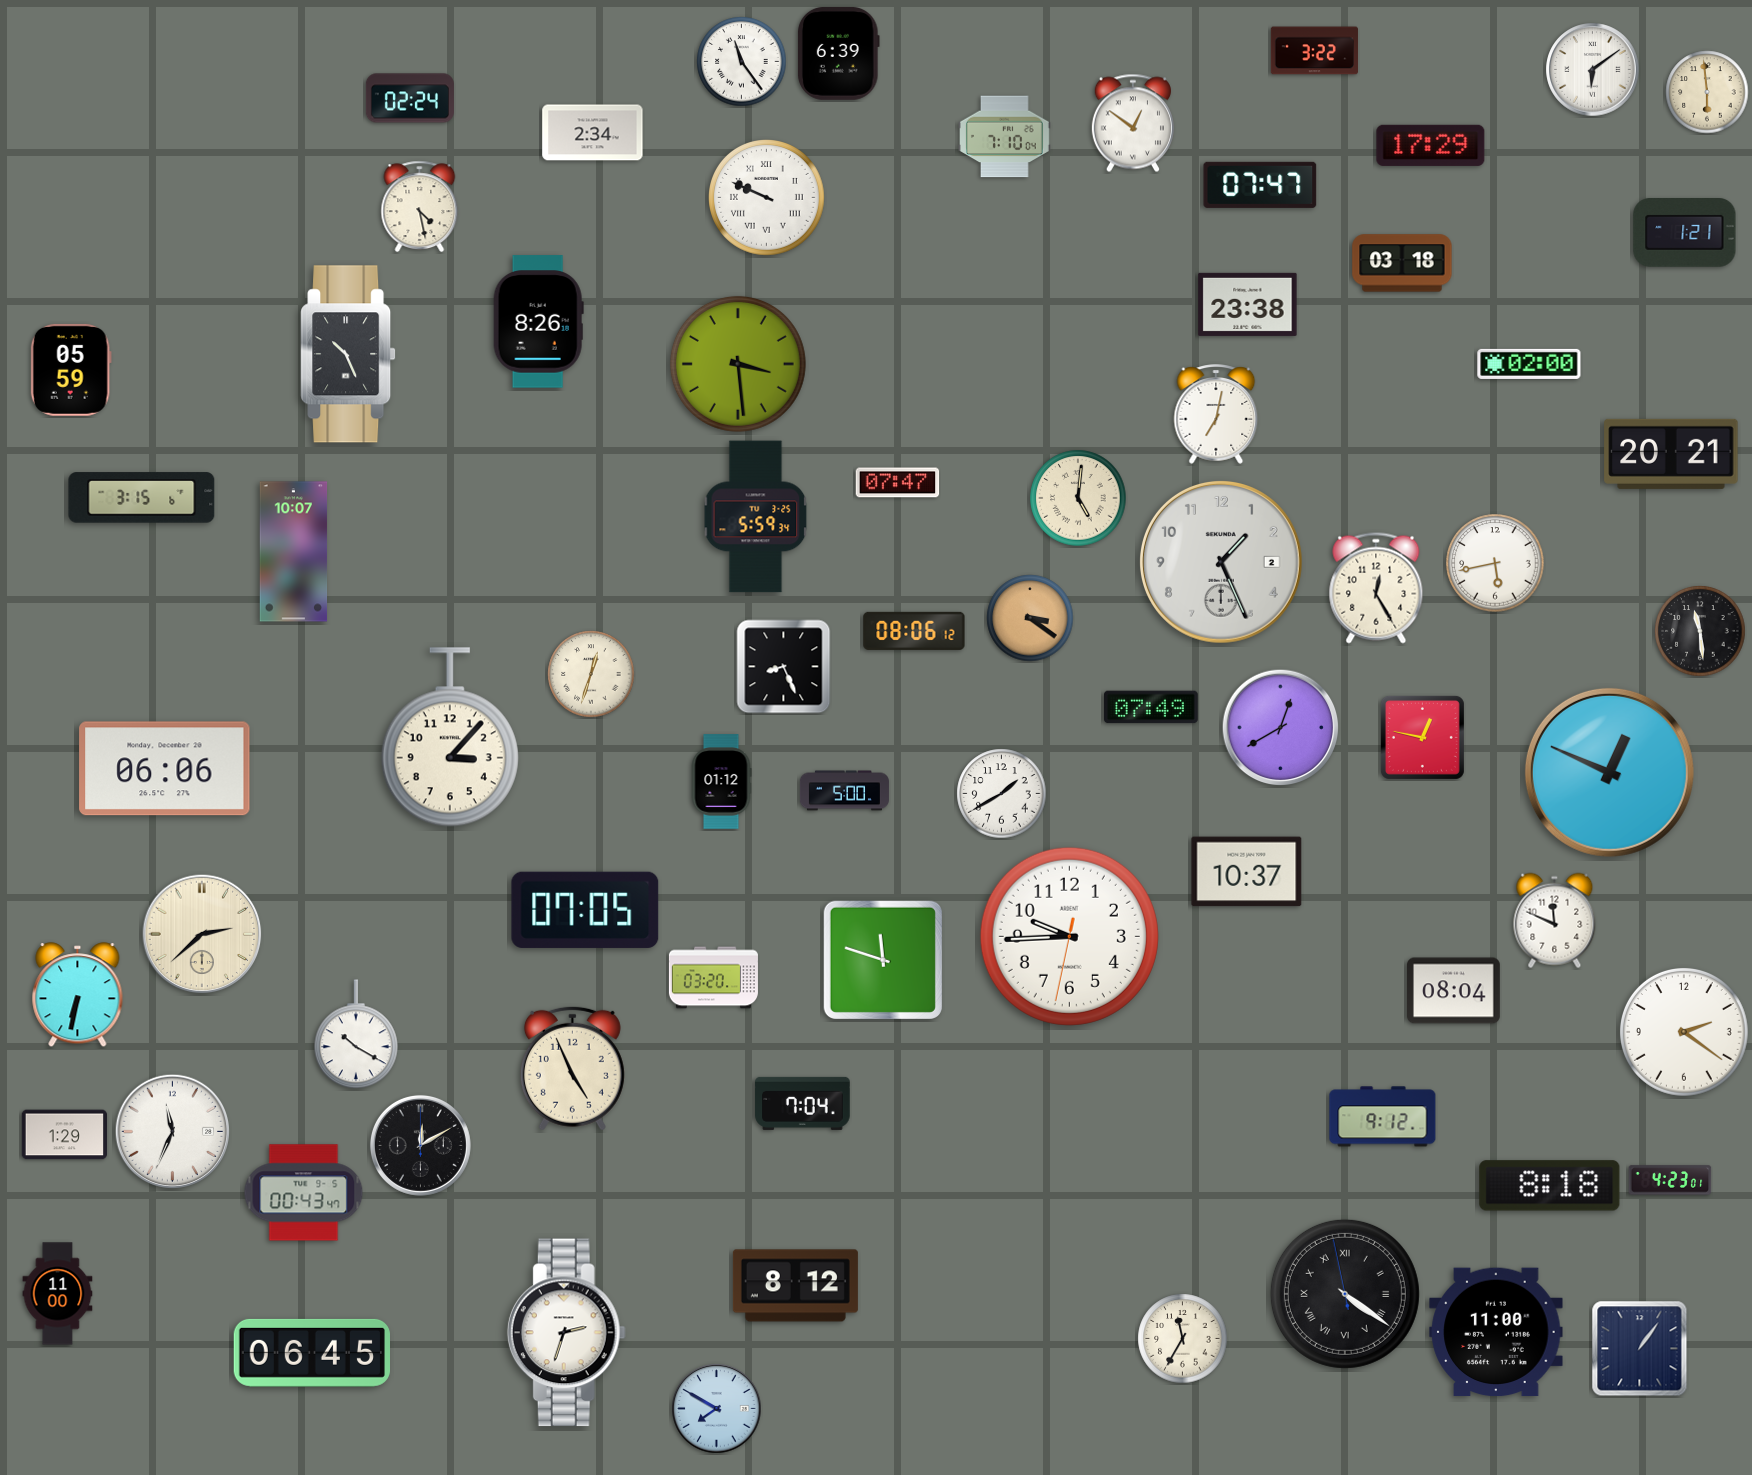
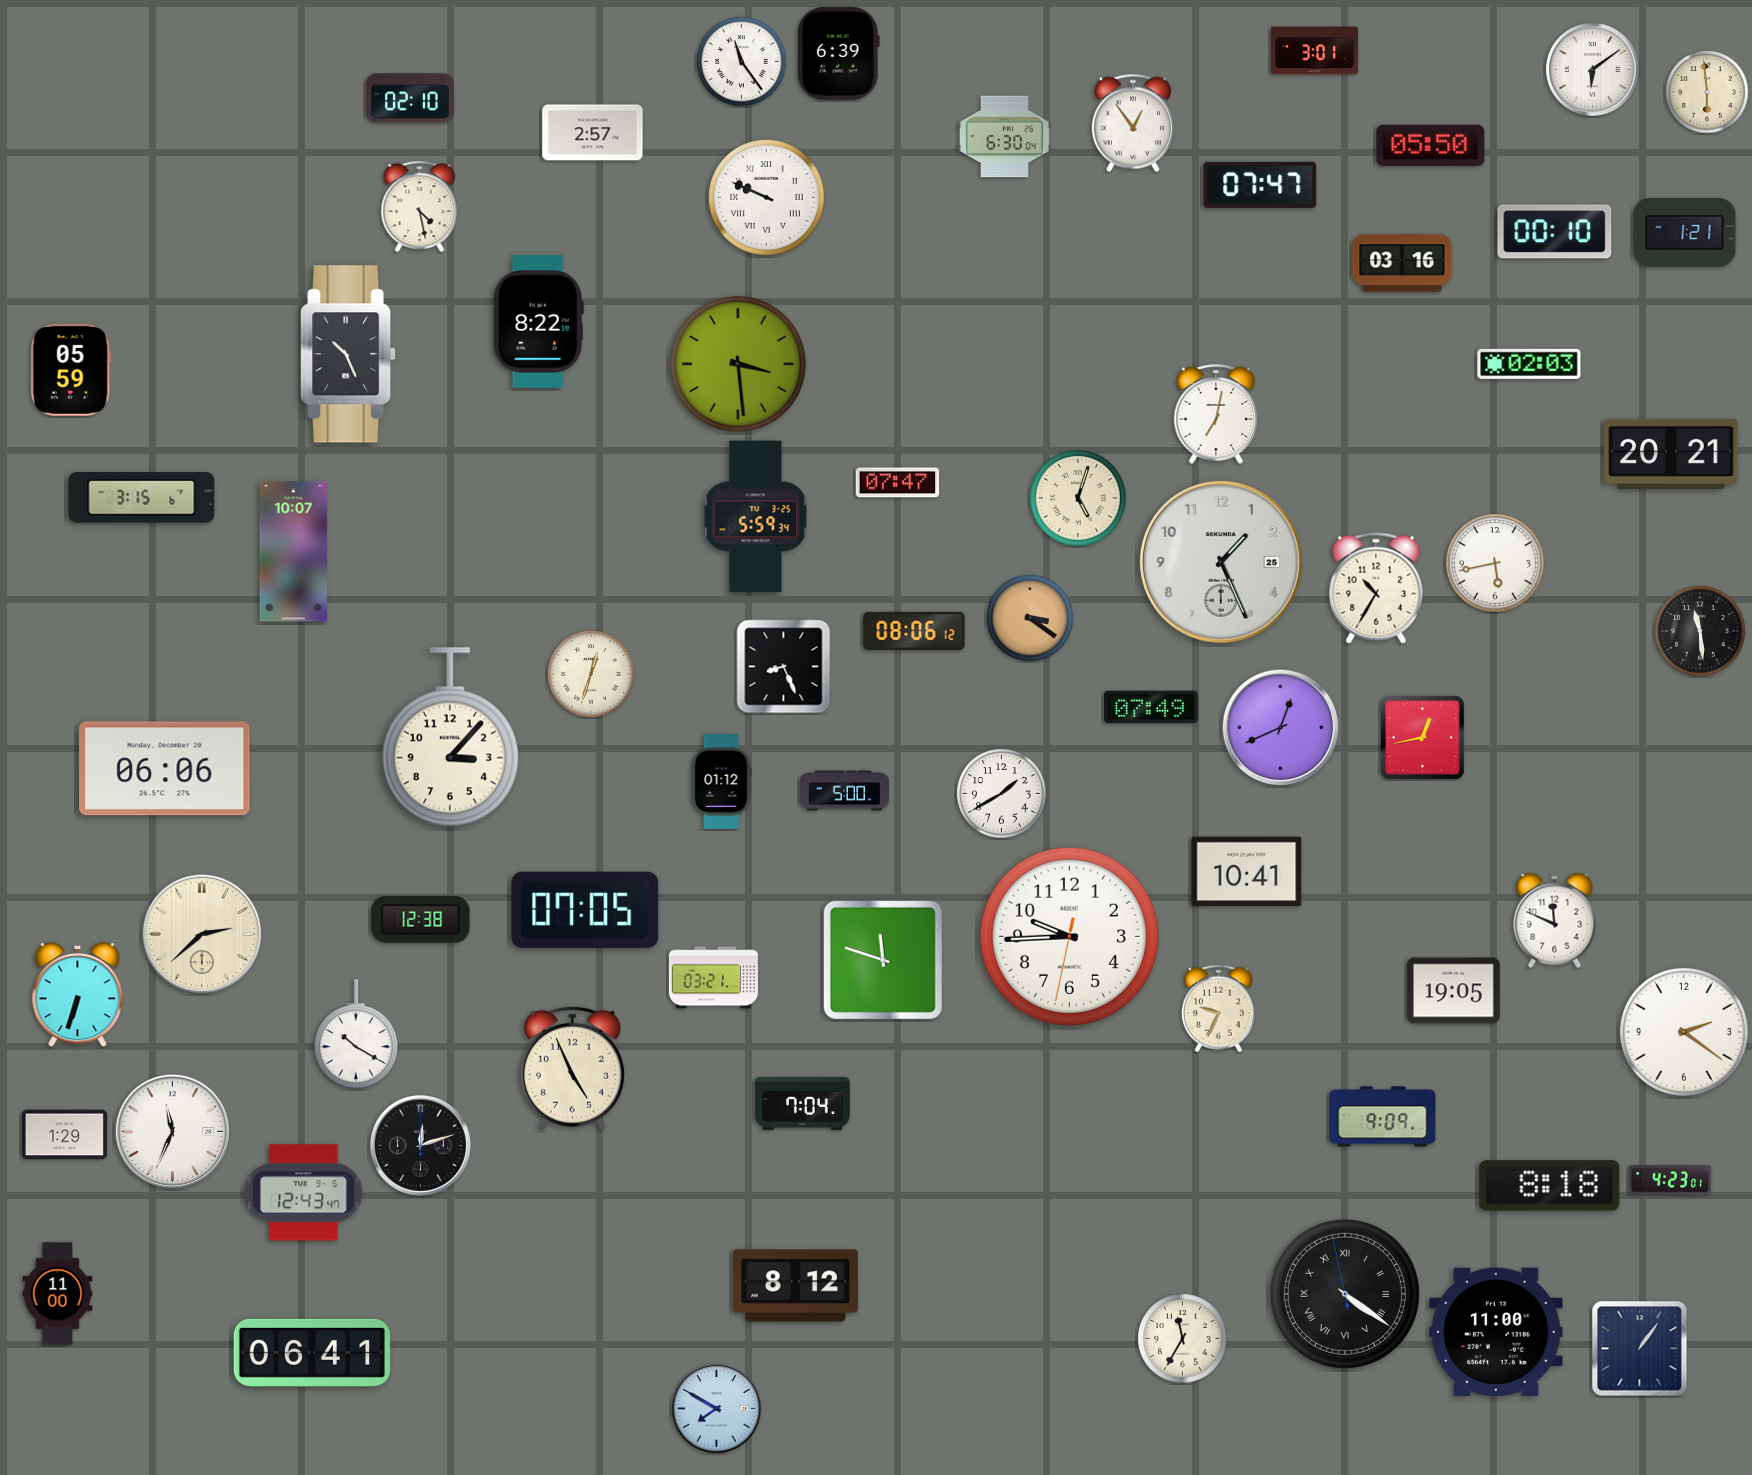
clock at (1314, 51): 3:22 -> 3:01
clock at (410, 98): 02:24 -> 02:10
clock at (1133, 123): 12:51 -> 12:54
clock at (593, 133): 2:34 -> 2:57
clock at (1005, 137): 7:10 -> 6:30
clock at (1431, 145): 17:29 -> 05:50
clock at (1555, 232): none -> 00:10
clock at (1402, 263): 03:18 -> 03:16
clock at (1248, 304): 23:38 -> none
clock at (538, 322): 8:26 -> 8:22
clock at (1529, 364): 02:00 -> 02:03
clock at (1078, 498): 5:01 -> 5:03
clock at (1222, 563) date: 2 -> 25
clock at (1376, 588): 12:25 -> 10:35
clock at (1281, 728): 12:40 -> 12:41
clock at (1422, 737): 12:47 -> 12:43
clock at (1609, 772): 12:49 -> none
clock at (1247, 872): 10:37 -> 10:41
clock at (421, 920): none -> 12:38
clock at (713, 978): 03:20 -> 03:21
clock at (1454, 991): 08:04 -> 19:05
clock at (78, 995): 6:32 -> 6:33
clock at (1218, 1009): none -> 9:34
clock at (1383, 1117): 9:12 -> 9:09
clock at (420, 1145): 12:10 -> 12:12
clock at (304, 1193): 00:43 -> 12:43
clock at (566, 1333): 2:33 -> none
clock at (311, 1353): 06:45 -> 06:41
